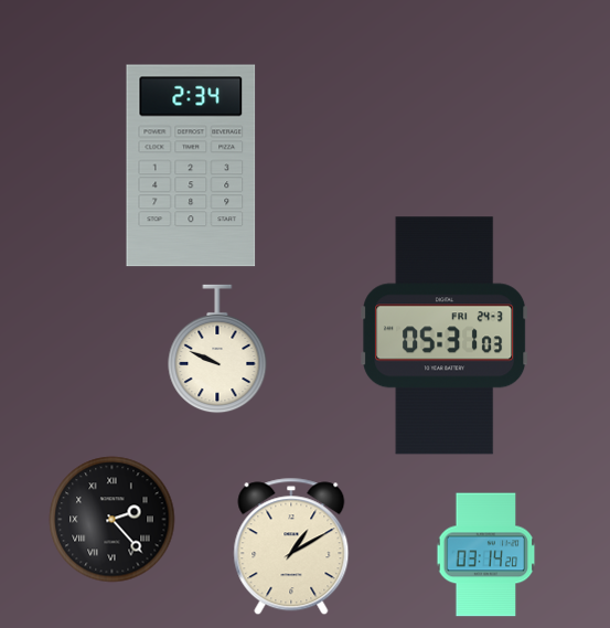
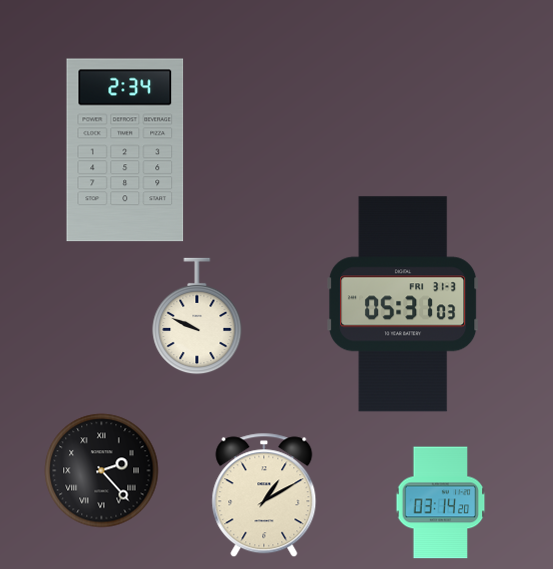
clock at (191, 166) position: (191, 166) -> (125, 150)
clock at (445, 336) date: FRI 24-3 -> FRI 31-3
